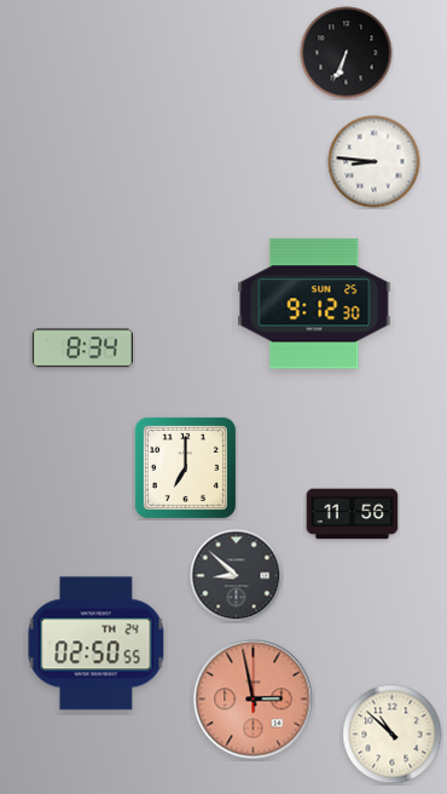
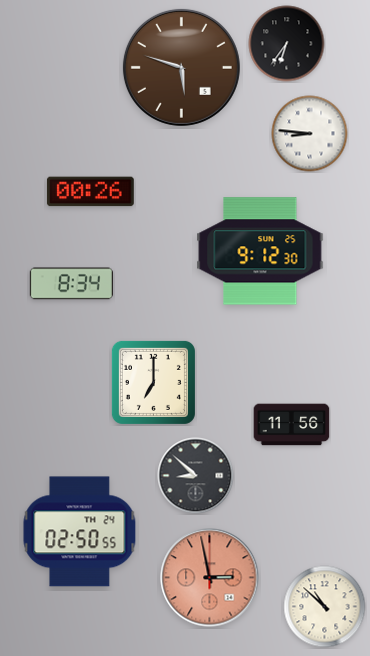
clock at (347, 53): 6:34 -> 6:36
clock at (181, 67): none -> 5:48
clock at (90, 192): none -> 00:26
clock at (82, 349) position: (82, 349) -> (71, 284)
clock at (185, 467) position: (185, 467) -> (153, 382)
